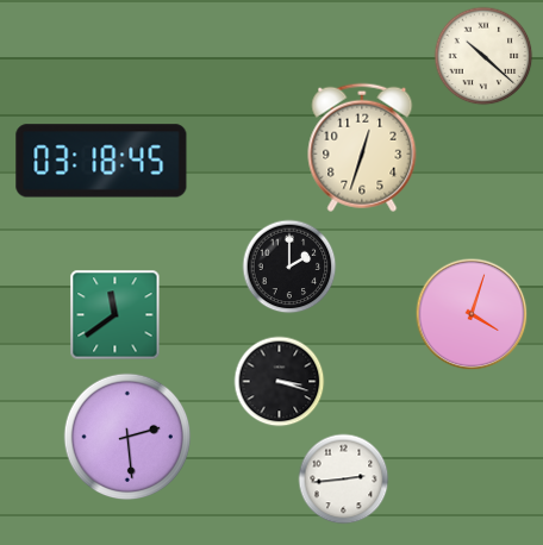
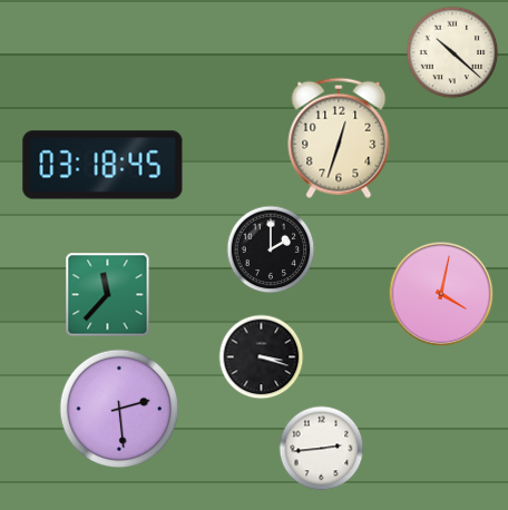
clock at (101, 161) position: (101, 161) -> (102, 165)
clock at (472, 314): 4:03 -> 4:02
clock at (116, 315): 11:39 -> 11:37
